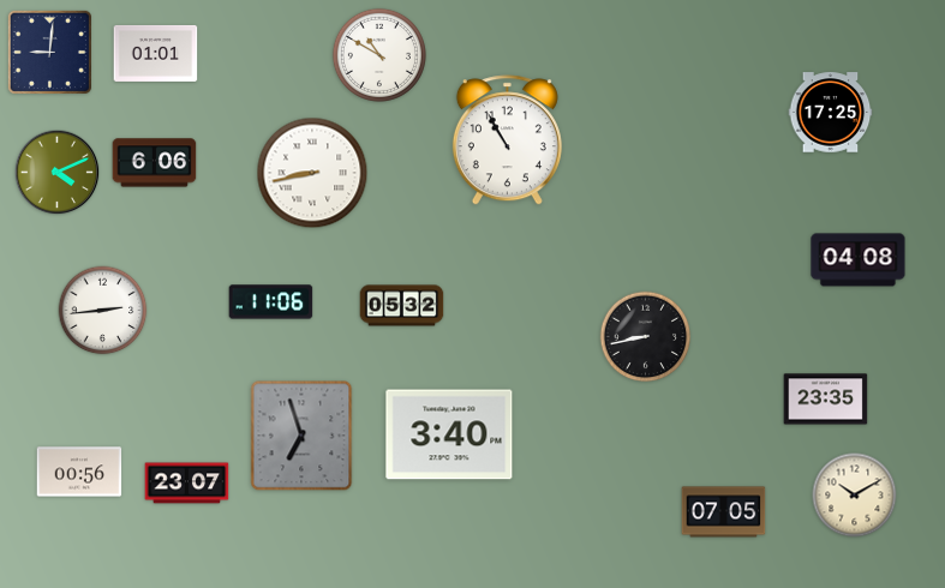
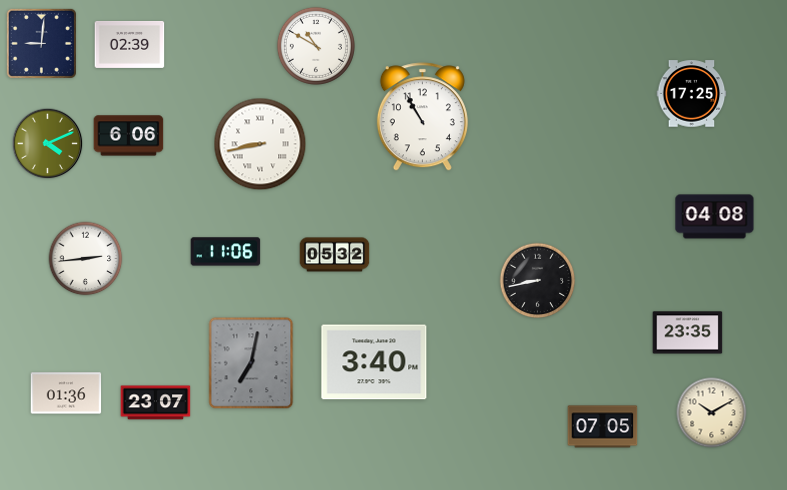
clock at (156, 53): 01:01 -> 02:39
clock at (301, 436): 6:57 -> 7:02
clock at (79, 472): 00:56 -> 01:36
